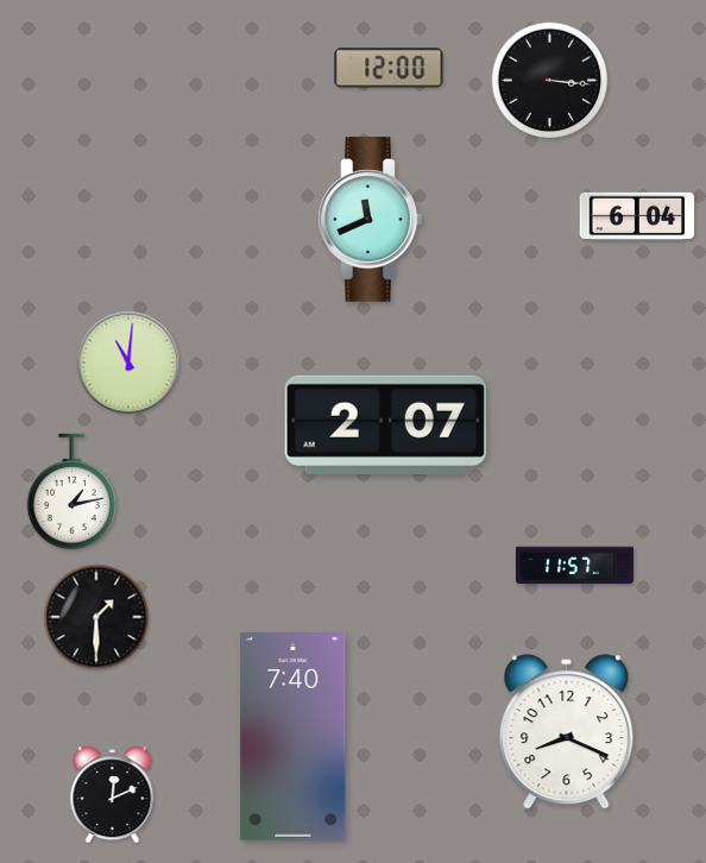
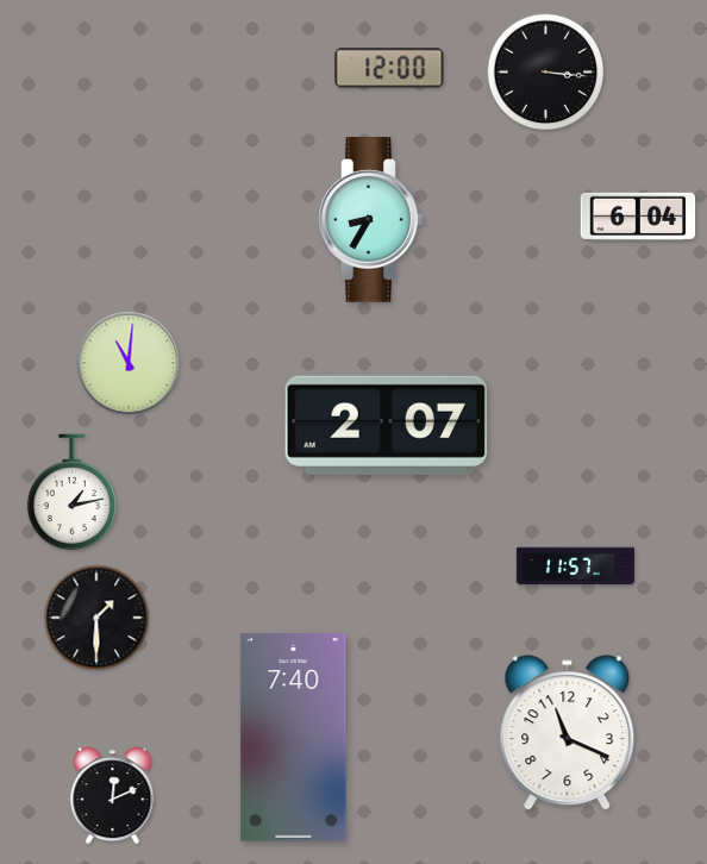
clock at (550, 81) position: (550, 81) -> (546, 73)
clock at (371, 220): 11:41 -> 8:35
clock at (567, 732): 8:19 -> 11:19
